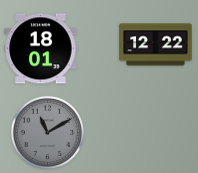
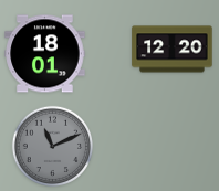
clock at (156, 45): 12:22 -> 12:20
clock at (47, 132): 11:10 -> 11:11
